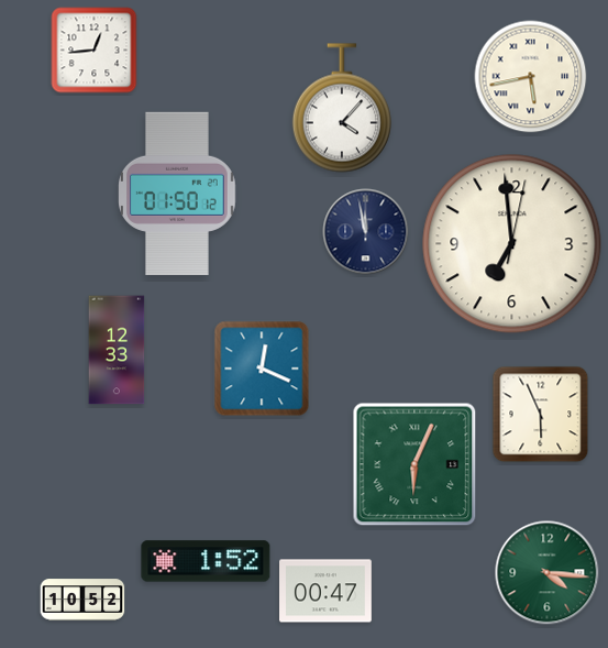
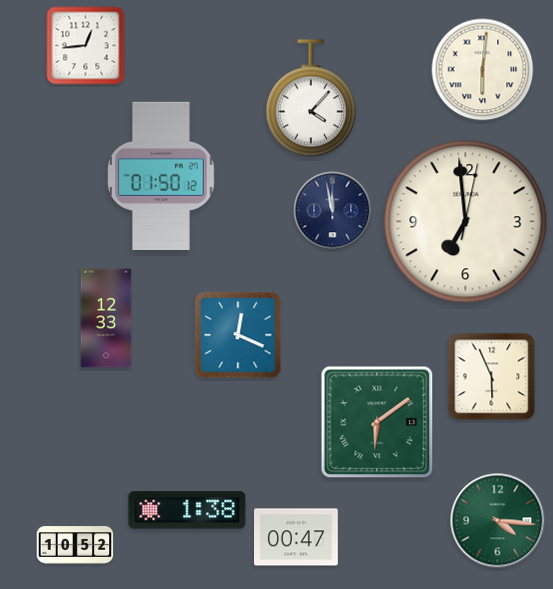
clock at (531, 77): 5:43 -> 6:01
clock at (414, 464): 6:04 -> 6:09
clock at (206, 561): 1:52 -> 1:38
